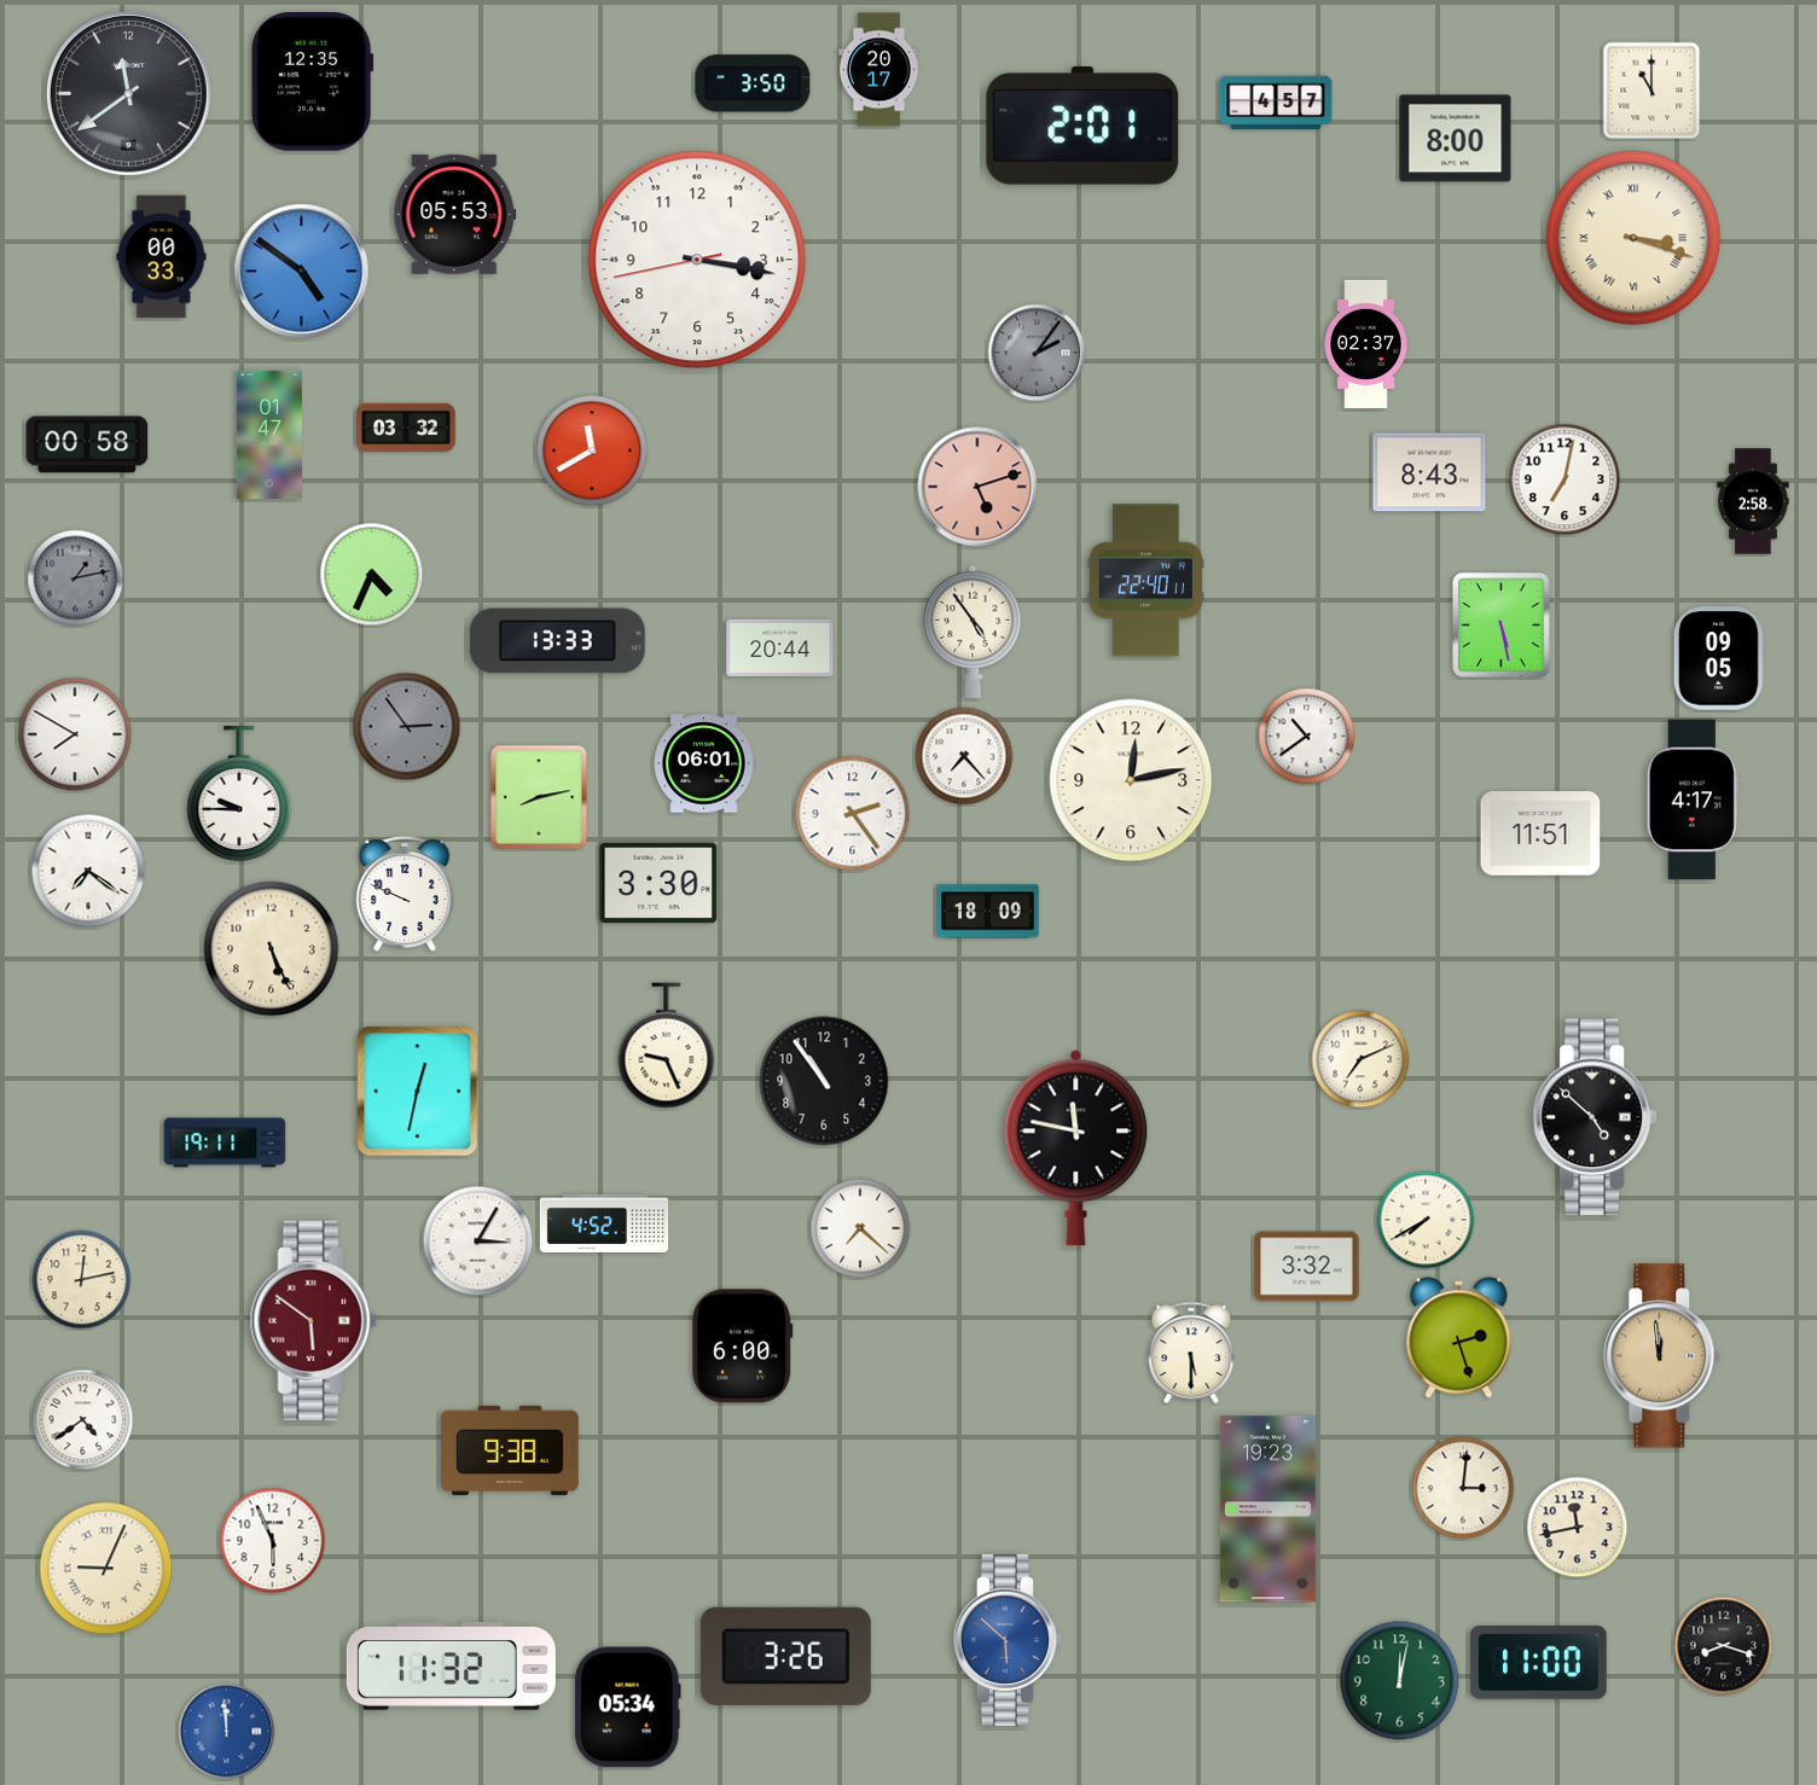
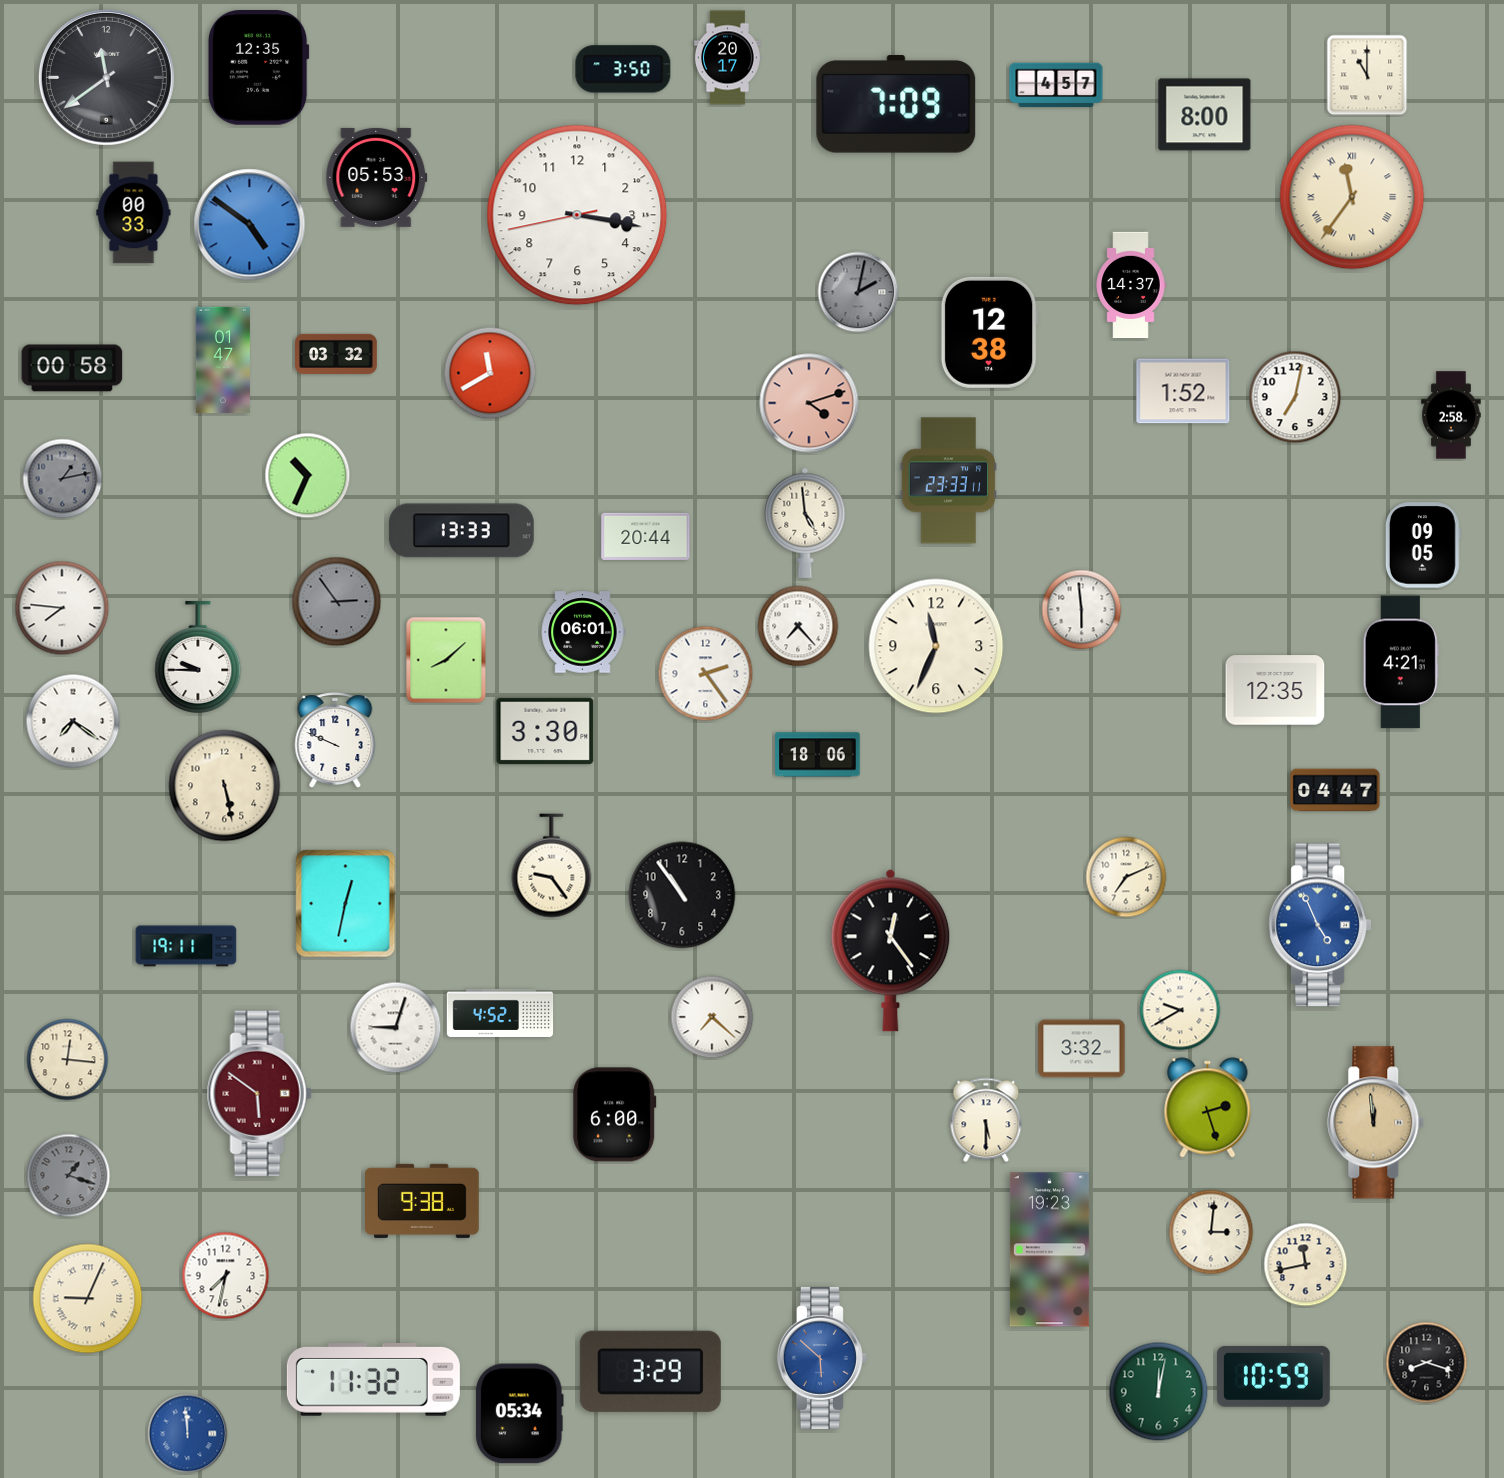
clock at (1082, 126): 2:01 -> 7:09
clock at (1633, 238): 3:18 -> 11:36
clock at (1366, 344): 02:37 -> 14:37
clock at (1037, 353): 2:06 -> 2:02
clock at (989, 332): none -> 12:38
clock at (1429, 472): 8:43 -> 1:52
clock at (977, 487): 5:12 -> 4:12
clock at (372, 575): 4:34 -> 10:34
clock at (1145, 581): 22:40 -> 23:33
clock at (1502, 626): 5:28 -> none
clock at (973, 632): 4:54 -> 4:59
clock at (75, 734): 7:50 -> 7:46
clock at (1307, 737): 10:39 -> 5:59
clock at (1131, 780): 12:13 -> 11:34
clock at (539, 797): 8:13 -> 8:08
clock at (1693, 800): 4:17 -> 4:21
clock at (1540, 833): 11:51 -> 12:35
clock at (988, 912): 18:09 -> 18:06
clock at (272, 949): 5:26 -> 5:28
clock at (1335, 790): none -> 04:47
clock at (667, 1046): 9:26 -> 9:24
clock at (1593, 1117): 4:52 -> 4:56
clock at (1593, 1117) dial: black -> blue
clock at (1076, 1147): 11:47 -> 12:24
clock at (1426, 1220): 7:40 -> 9:40
clock at (478, 1242): 3:05 -> 9:03
clock at (82, 1280): 12:13 -> 12:16
clock at (83, 1420): 4:39 -> 1:18
clock at (83, 1420) dial: white -> grey
clock at (273, 1541): 5:56 -> 7:32
clock at (1008, 1640) position: (1008, 1640) -> (822, 1358)
clock at (785, 1656): 3:26 -> 3:29
clock at (1538, 1662): 11:00 -> 10:59
